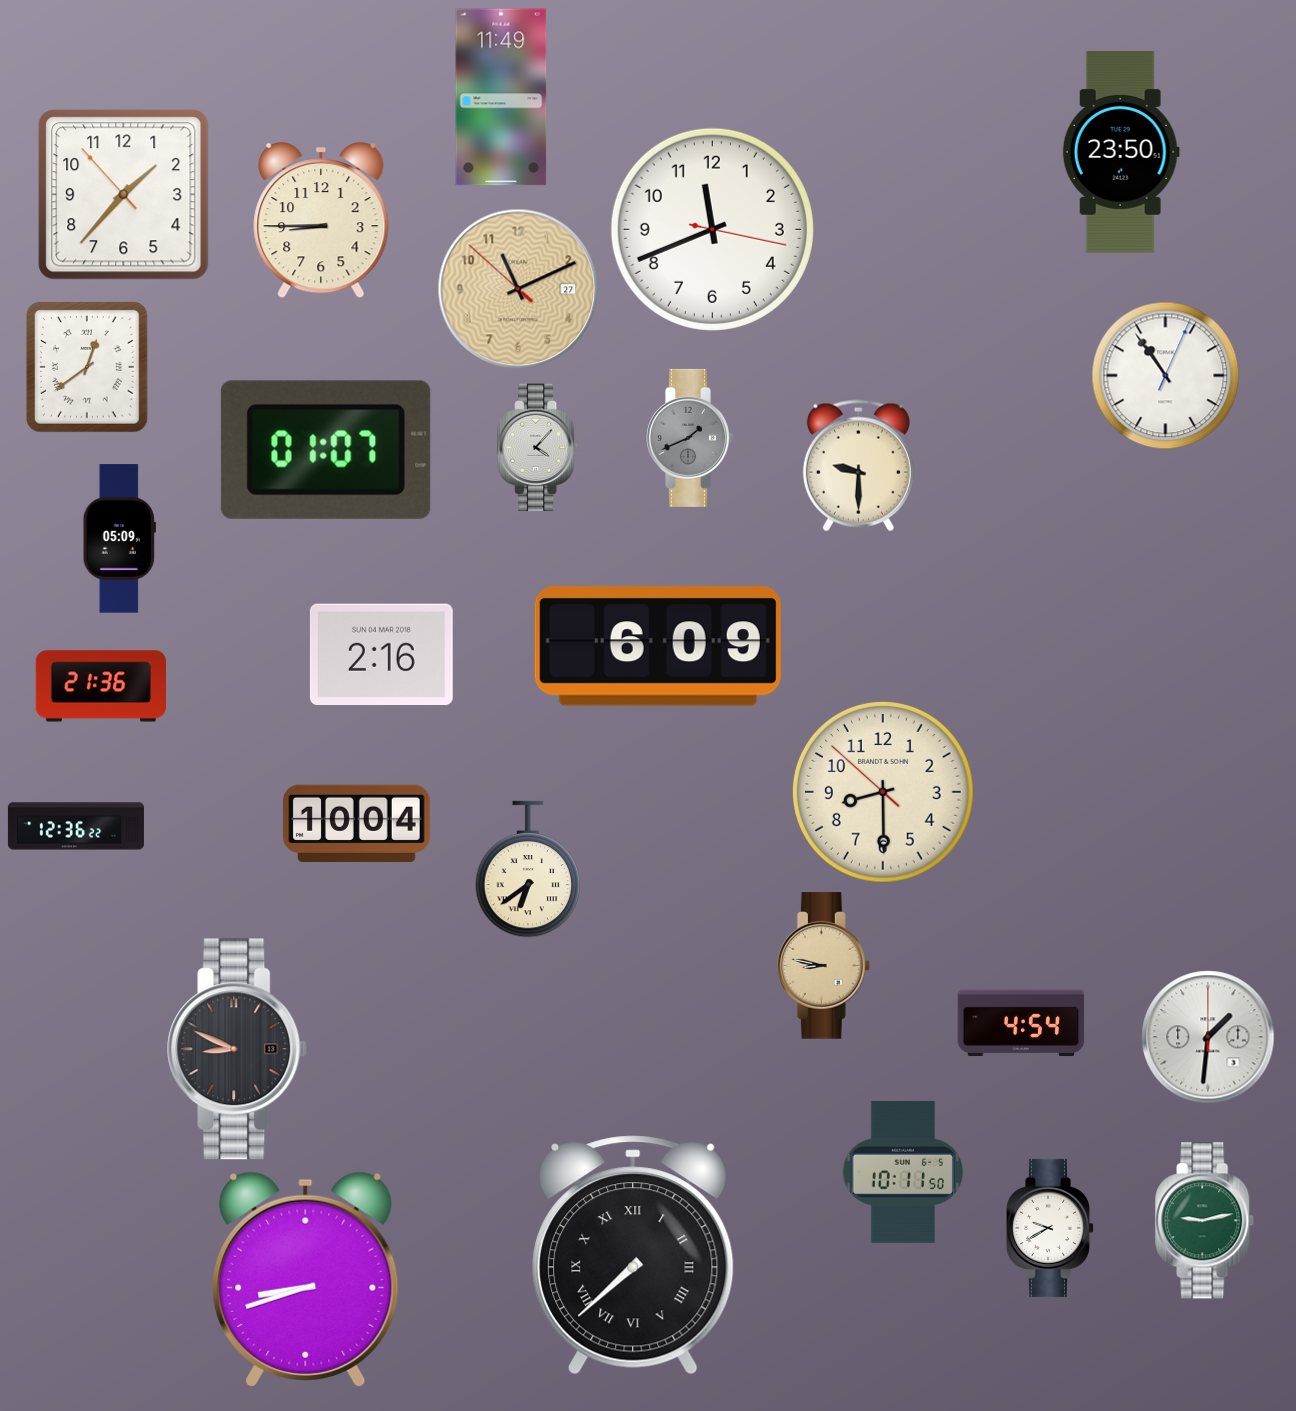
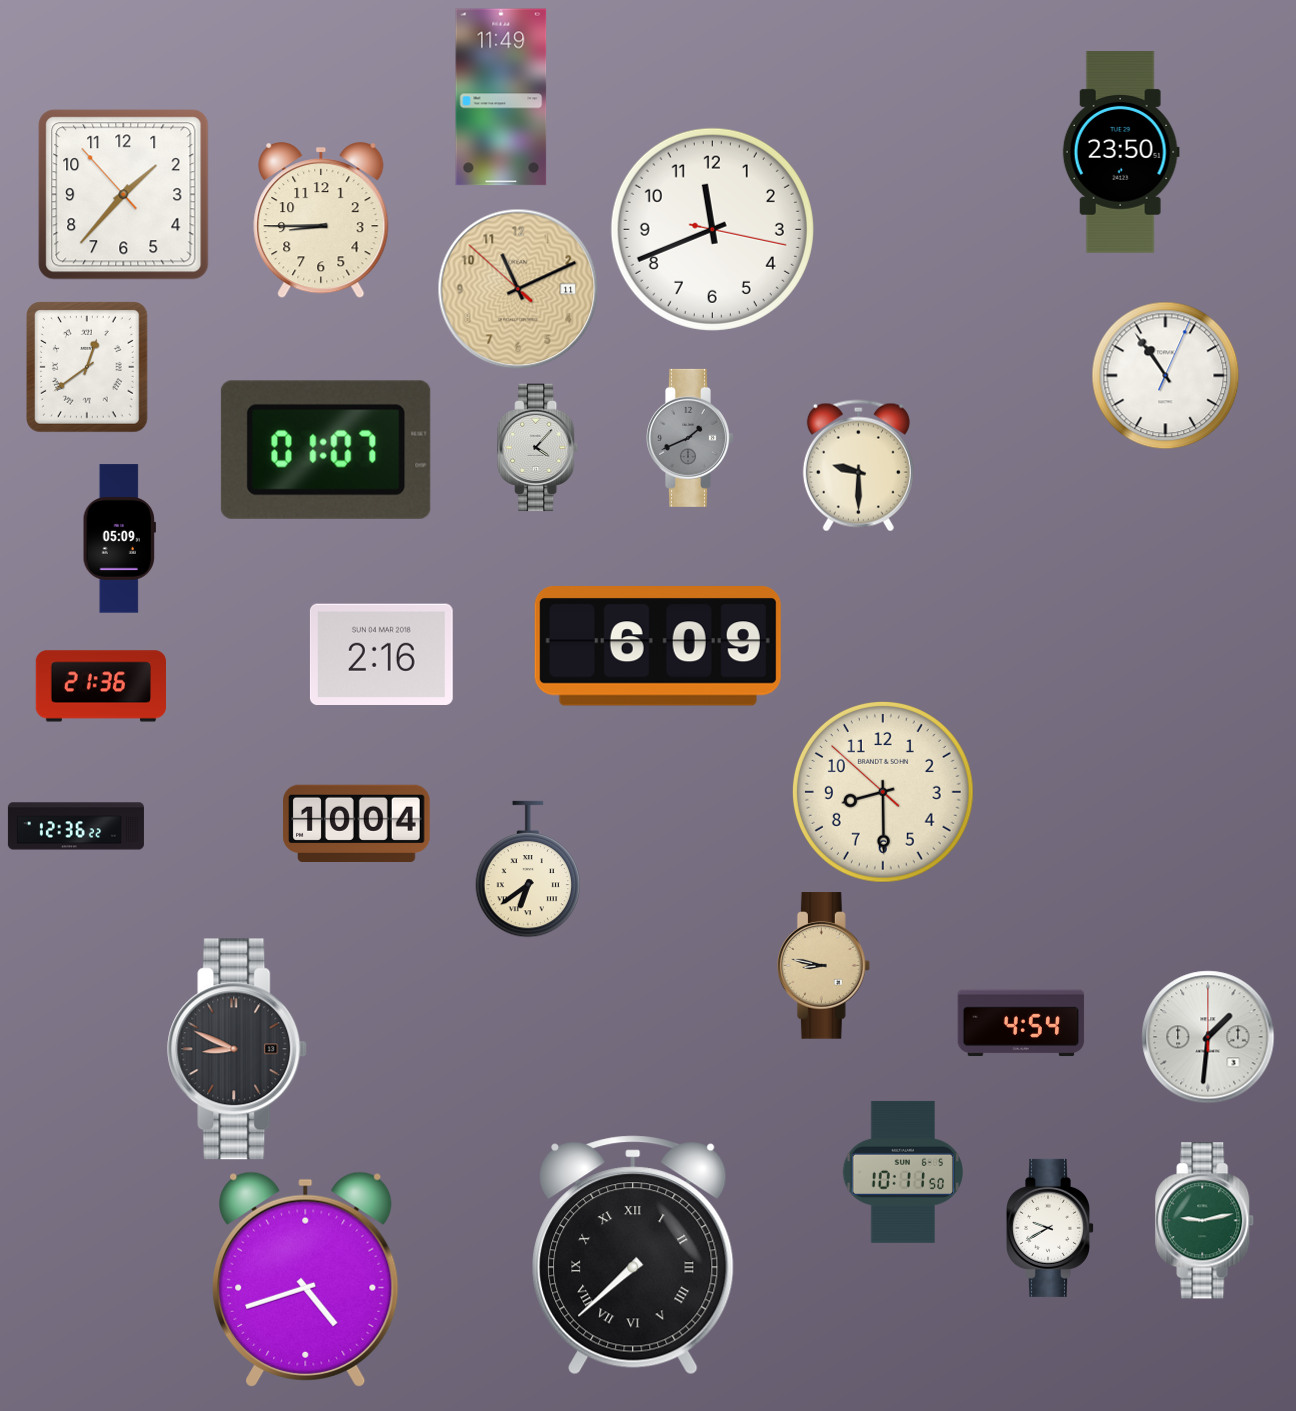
clock at (518, 289) date: 27 -> 11
clock at (306, 1279): 8:42 -> 4:42
